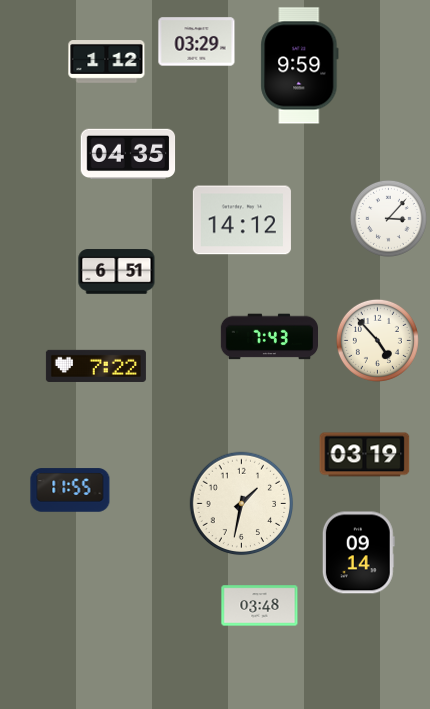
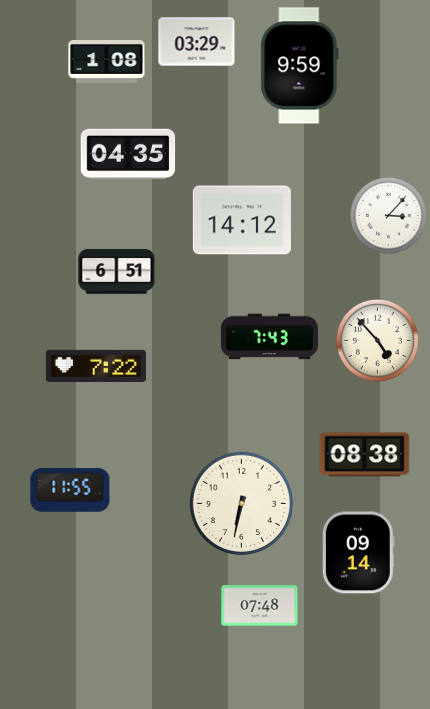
clock at (107, 62): 1:12 -> 1:08
clock at (388, 218) position: (388, 218) -> (388, 215)
clock at (365, 455): 03:19 -> 08:38
clock at (242, 504): 1:32 -> 6:32
clock at (260, 606): 03:48 -> 07:48
